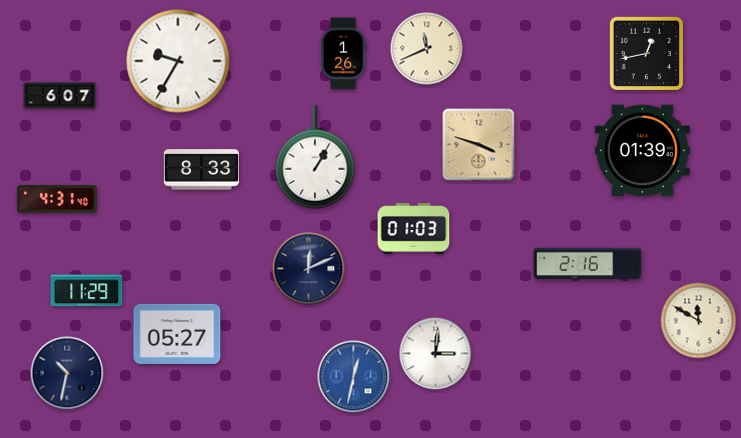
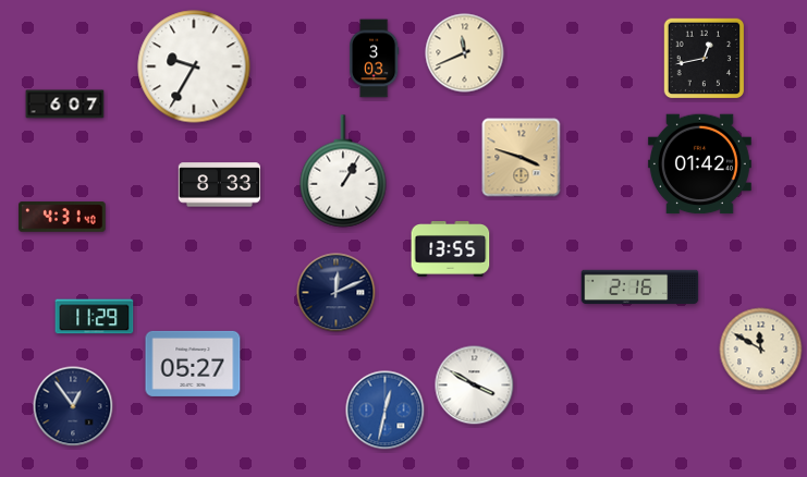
clock at (344, 54): 1:26 -> 3:03
clock at (642, 151): 01:39 -> 01:42
clock at (414, 229): 01:03 -> 13:55
clock at (436, 354): 3:01 -> 3:50
clock at (67, 373): 10:32 -> 12:54
